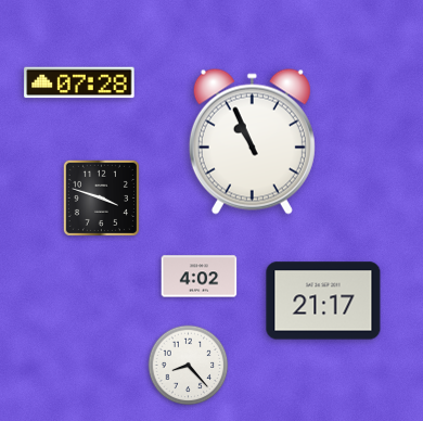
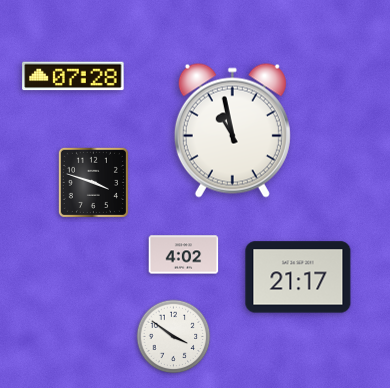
clock at (252, 141): 10:56 -> 10:58
clock at (189, 366): 8:23 -> 3:51
